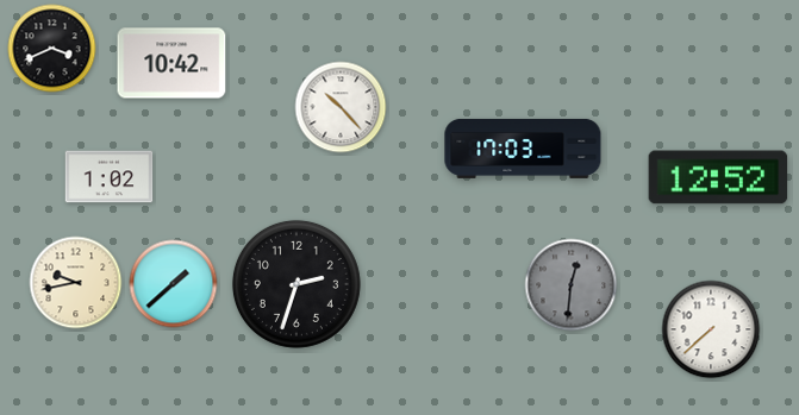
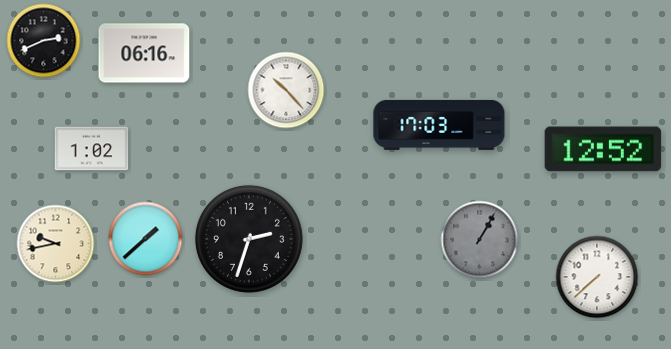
clock at (52, 49): 3:41 -> 2:41
clock at (171, 63): 10:42 -> 06:16
clock at (76, 283) position: (76, 283) -> (56, 244)
clock at (572, 285): 12:31 -> 1:05
